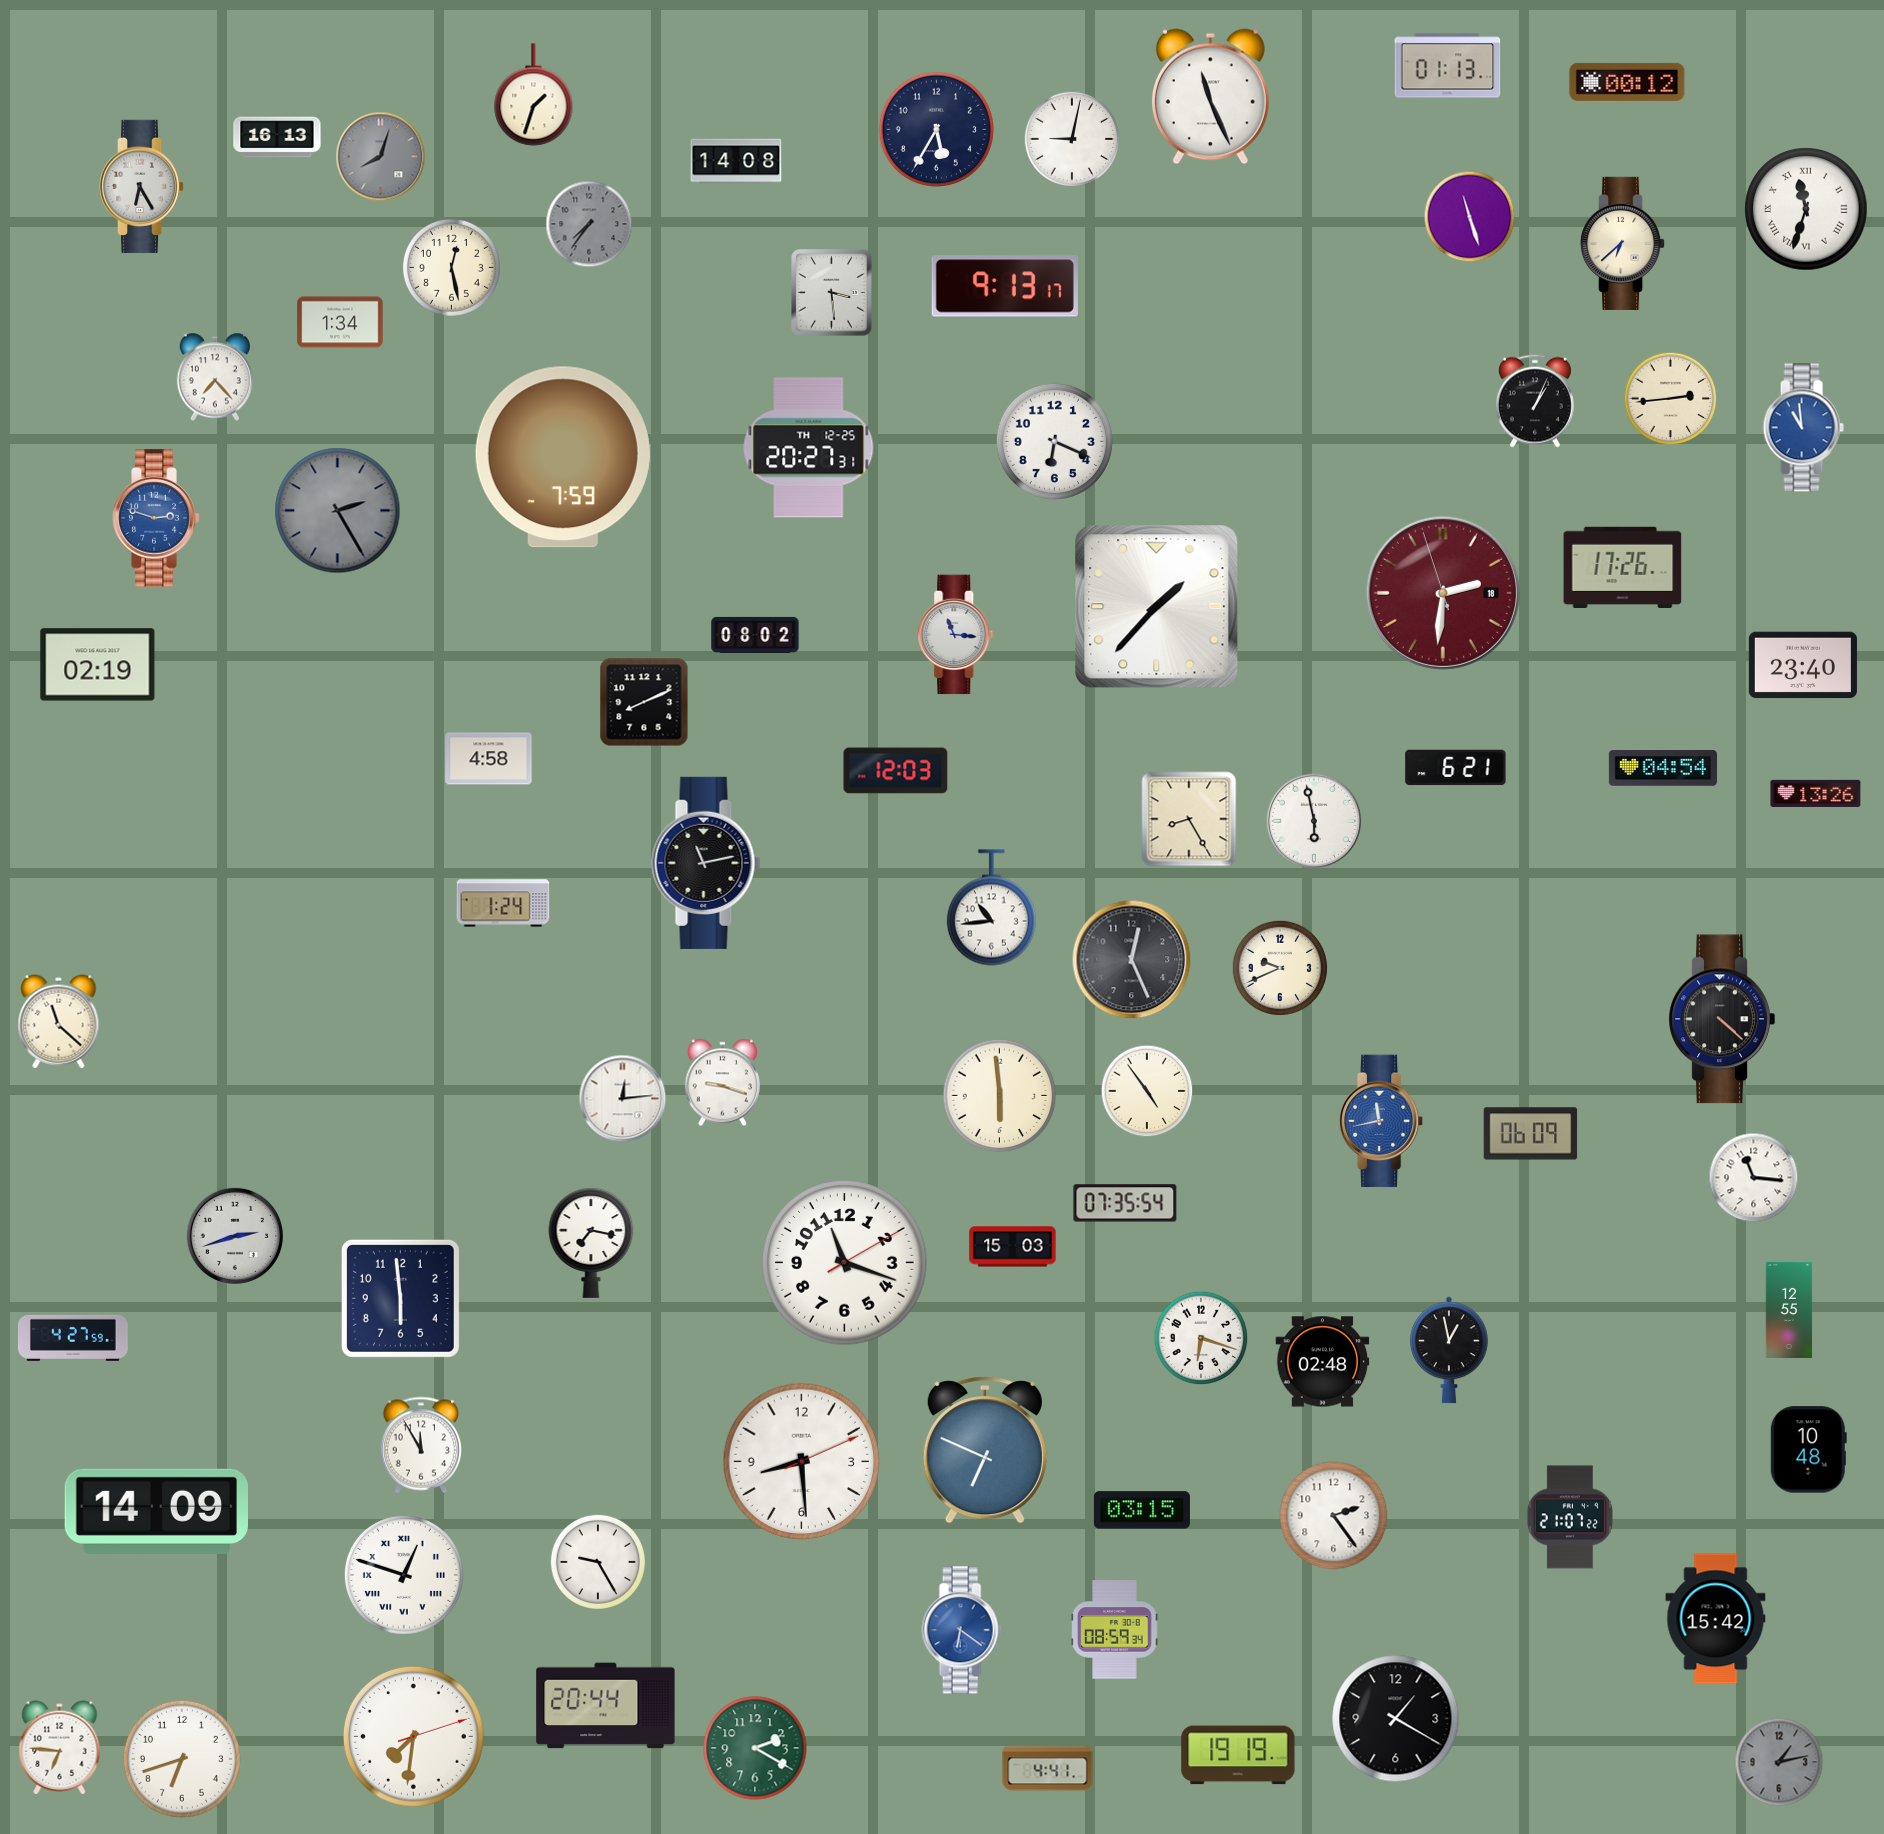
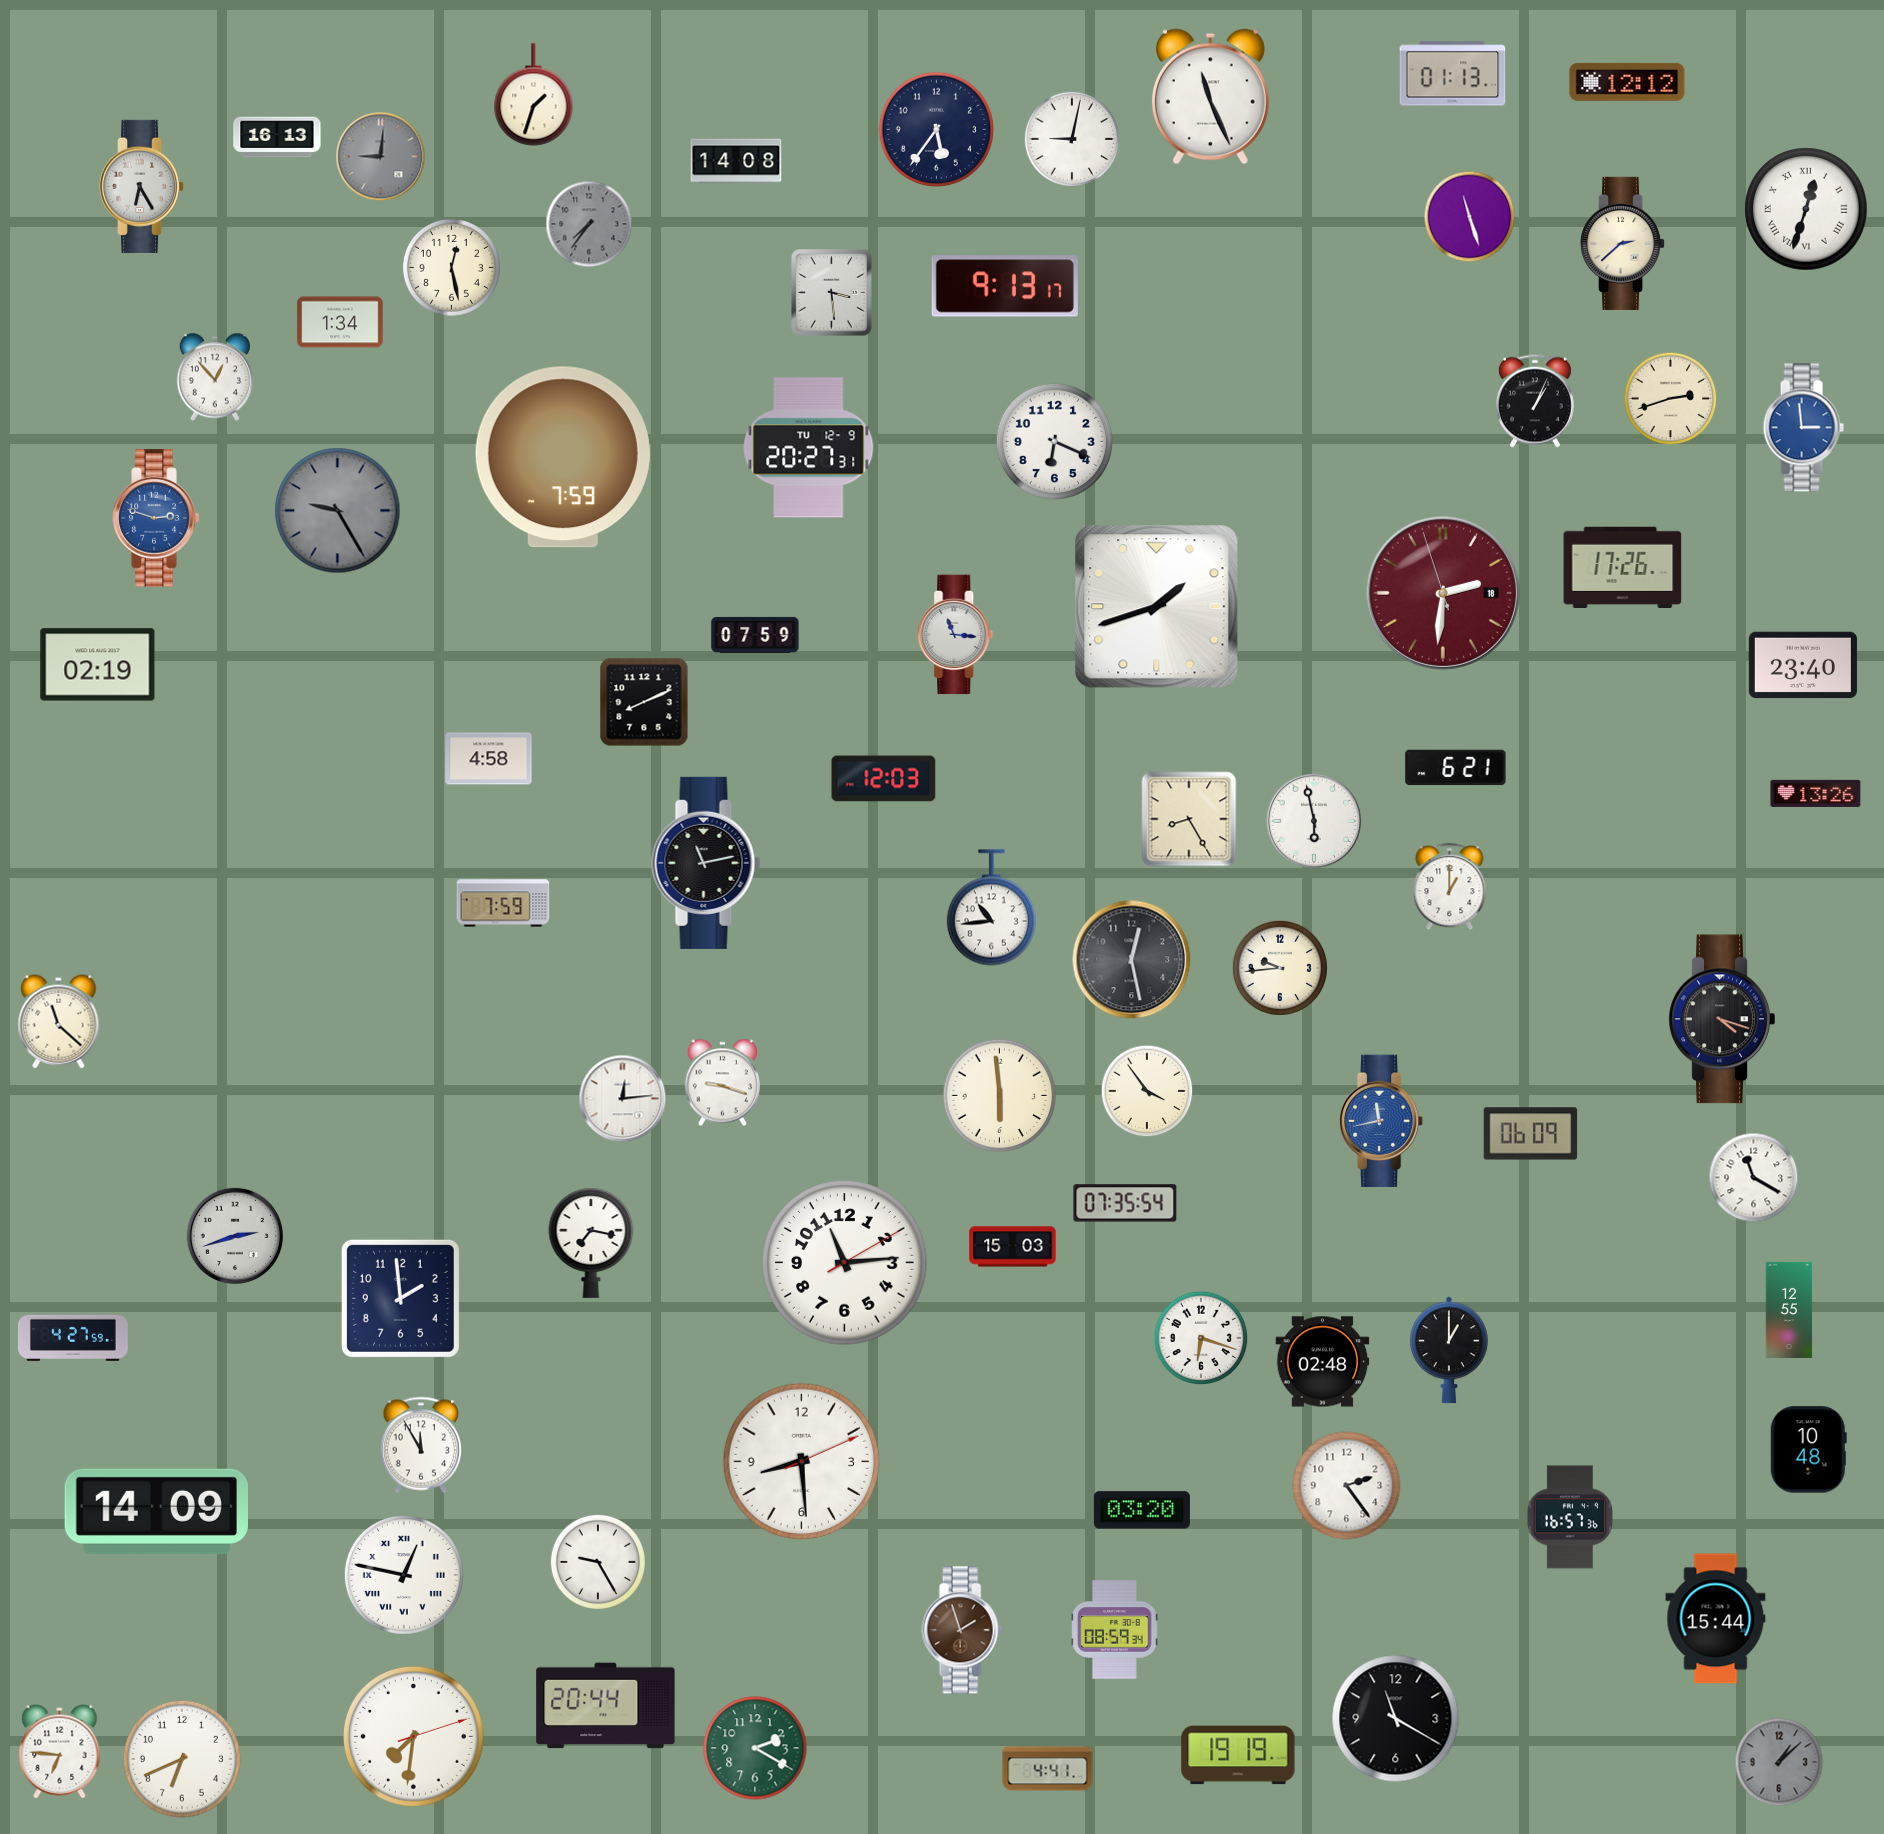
clock at (1448, 66) position: (1448, 66) -> (1453, 74)
clock at (1627, 82): 00:12 -> 12:12
clock at (937, 130): 5:35 -> 5:36
clock at (381, 157): 8:03 -> 9:01
clock at (1806, 209): 11:33 -> 12:33
clock at (1624, 243): 6:38 -> 2:38
clock at (215, 377): 7:23 -> 12:53
clock at (1671, 399): 2:44 -> 2:42
clock at (1803, 428): 10:59 -> 2:59
clock at (809, 448) date: TH 12-25 -> TU 12-9
clock at (338, 511): 2:25 -> 9:25
clock at (1157, 607): 1:37 -> 1:42
clock at (755, 635): 08:02 -> 07:59
clock at (1663, 768): 04:54 -> none
clock at (896, 771) position: (896, 771) -> (884, 779)
clock at (1450, 887): none -> 1:00
clock at (503, 903): 1:24 -> 7:59
clock at (1132, 960): 12:26 -> 12:28
clock at (1280, 968): 9:41 -> 9:44
clock at (1722, 1019): 4:22 -> 4:18
clock at (1147, 1091): 4:54 -> 3:54
clock at (1754, 1178): 11:16 -> 11:20
clock at (845, 1263): 11:18 -> 11:14
clock at (400, 1298): 5:59 -> 1:59
clock at (1449, 1350): 12:58 -> 1:00
clock at (985, 1450): 6:49 -> none
clock at (1142, 1510): 03:15 -> 03:20
clock at (1334, 1516) position: (1334, 1516) -> (1347, 1486)
clock at (1570, 1517): 21:07 -> 16:57
clock at (404, 1575): 12:48 -> 12:47
clock at (1716, 1619): 15:42 -> 15:44
clock at (962, 1630): 6:21 -> 1:57
clock at (962, 1630) dial: blue -> brown
clock at (1396, 1719): 1:20 -> 11:20
clock at (60, 1748) position: (60, 1748) -> (60, 1752)
clock at (182, 1759): 6:42 -> 6:41
clock at (1779, 1762): 1:13 -> 1:08
